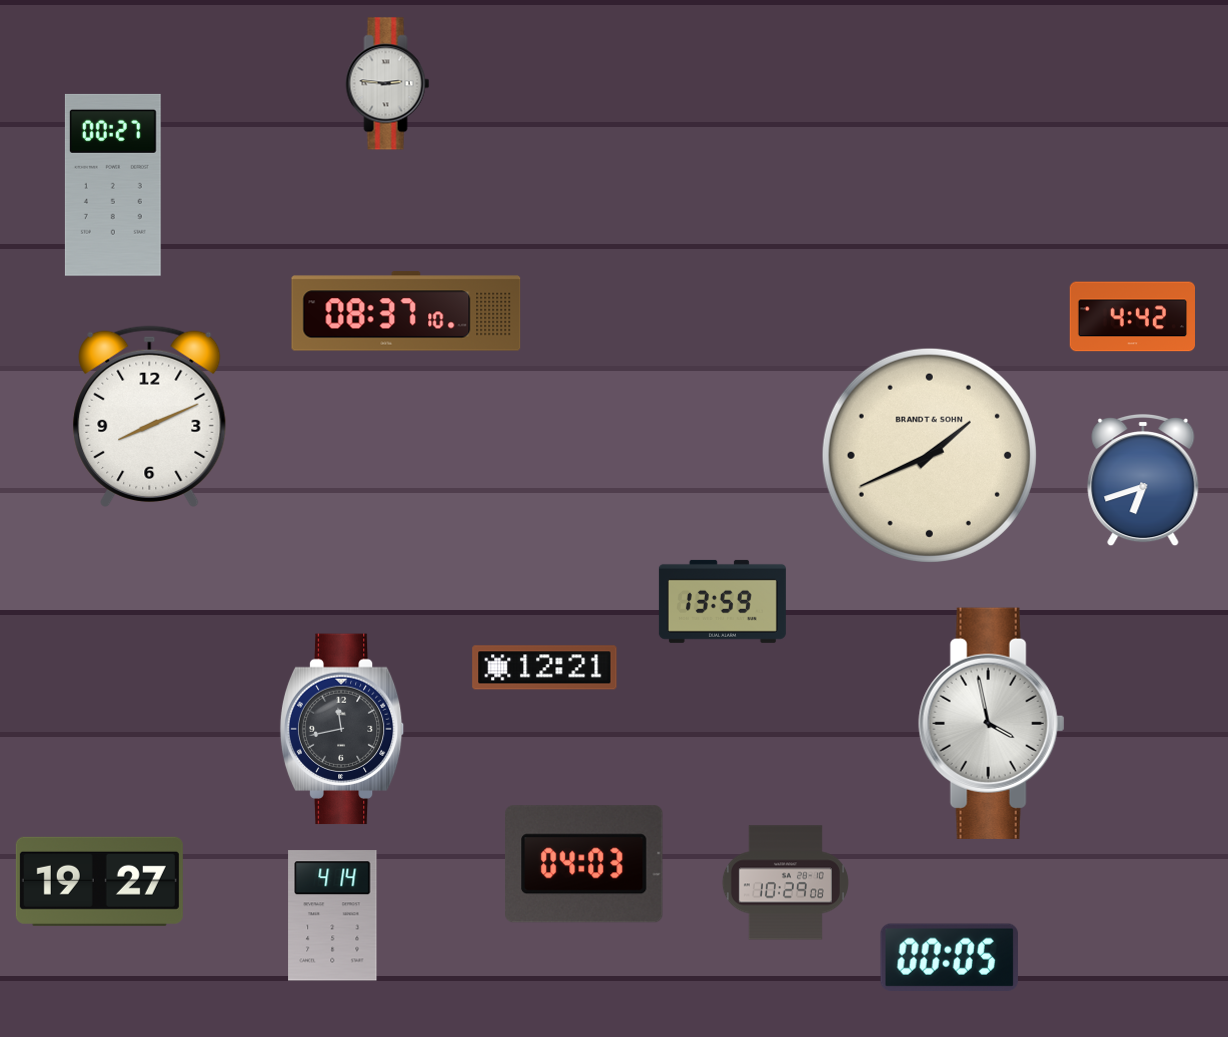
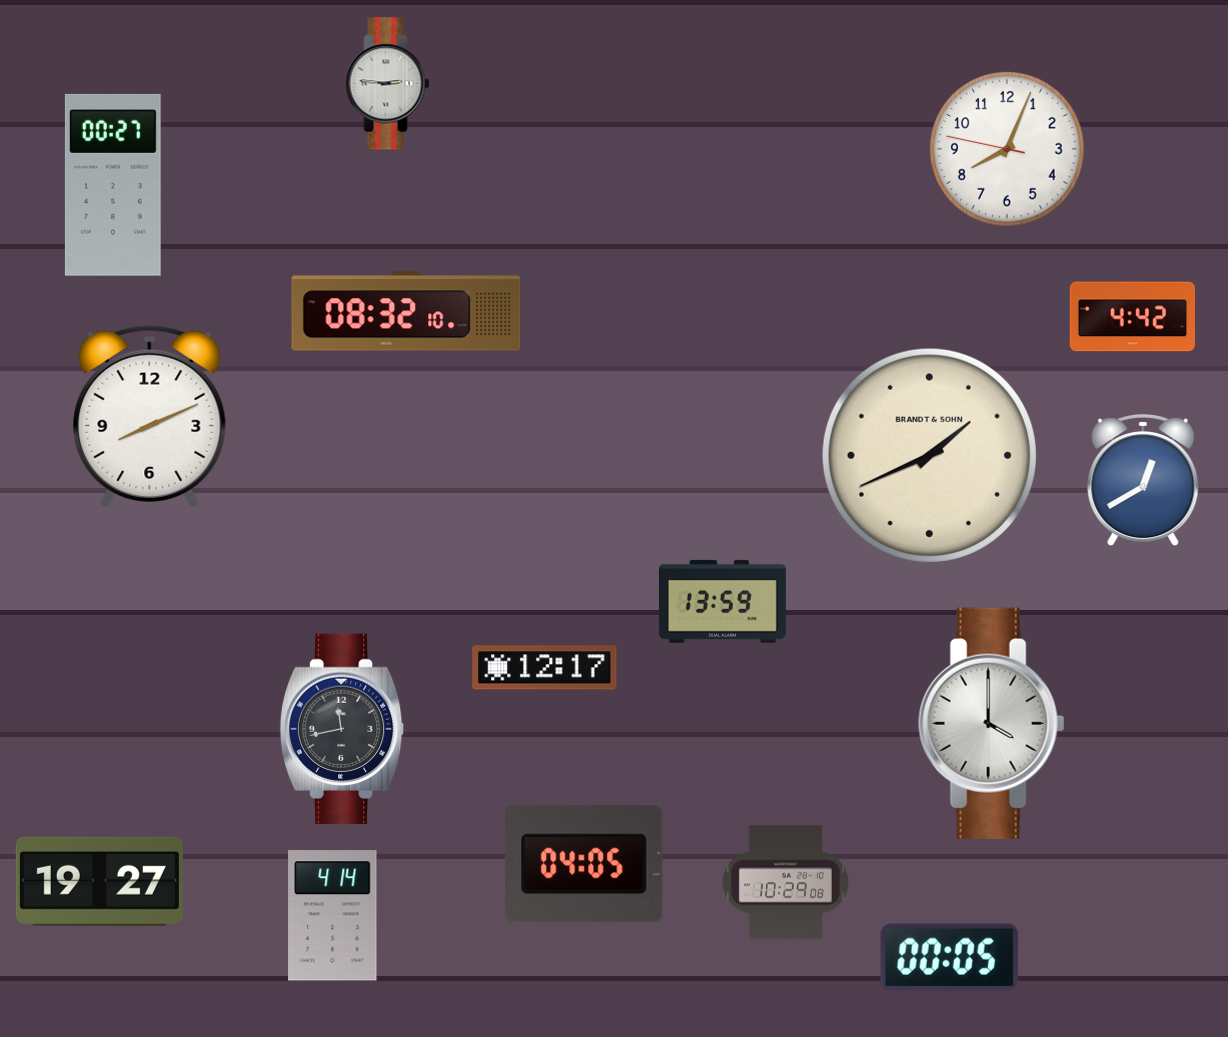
clock at (1007, 149): none -> 8:03
clock at (406, 311): 08:37 -> 08:32
clock at (1143, 480): 6:42 -> 12:40
clock at (545, 668): 12:21 -> 12:17
clock at (992, 723): 3:58 -> 4:00
clock at (585, 864): 04:03 -> 04:05
